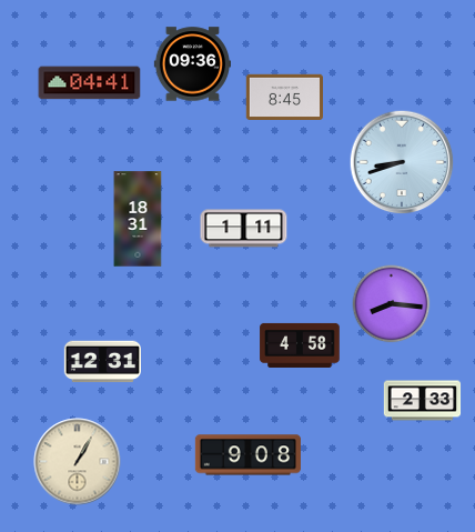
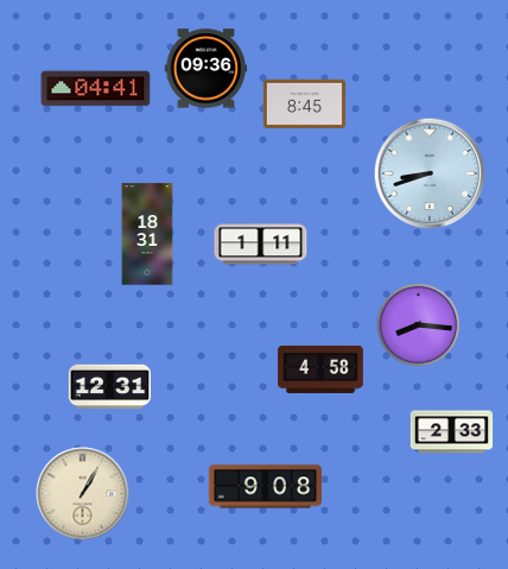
clock at (423, 401) position: (423, 401) -> (452, 432)
